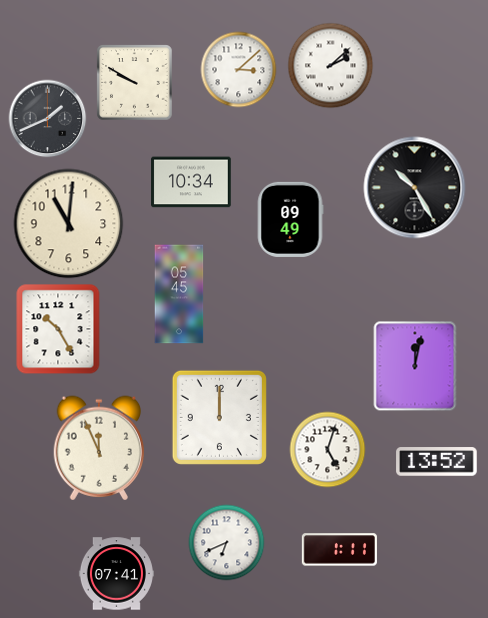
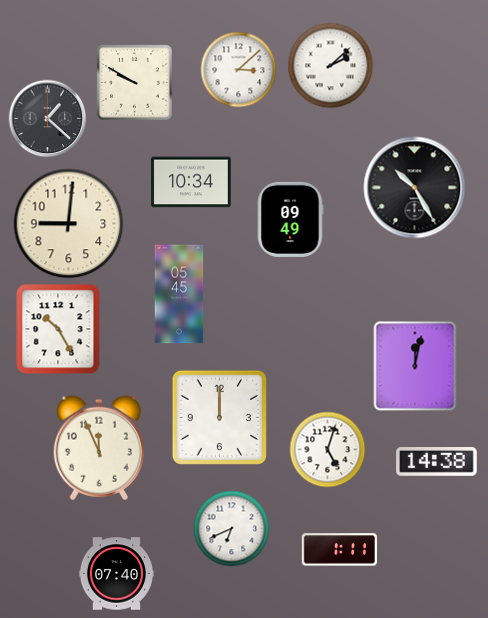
clock at (48, 119): 1:41 -> 1:22
clock at (69, 224): 11:01 -> 9:01
clock at (437, 462): 13:52 -> 14:38
clock at (227, 543) position: (227, 543) -> (232, 529)
clock at (116, 574): 07:41 -> 07:40
